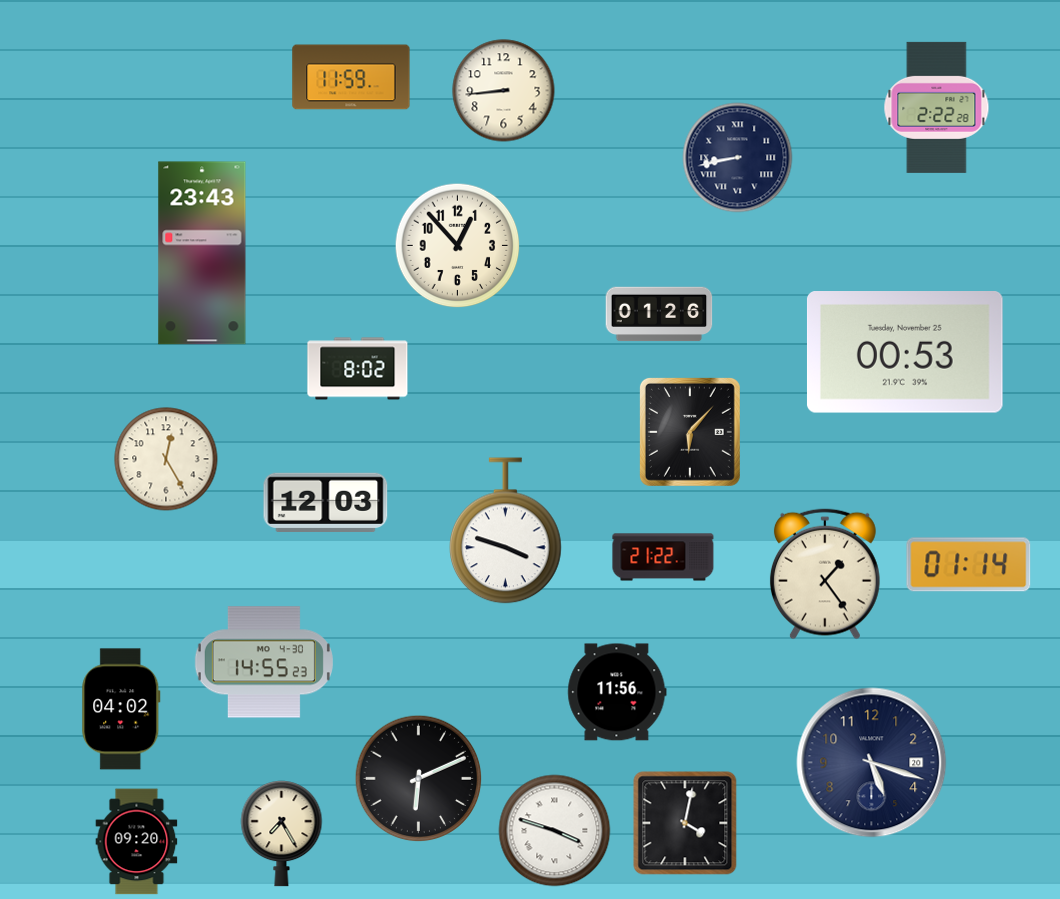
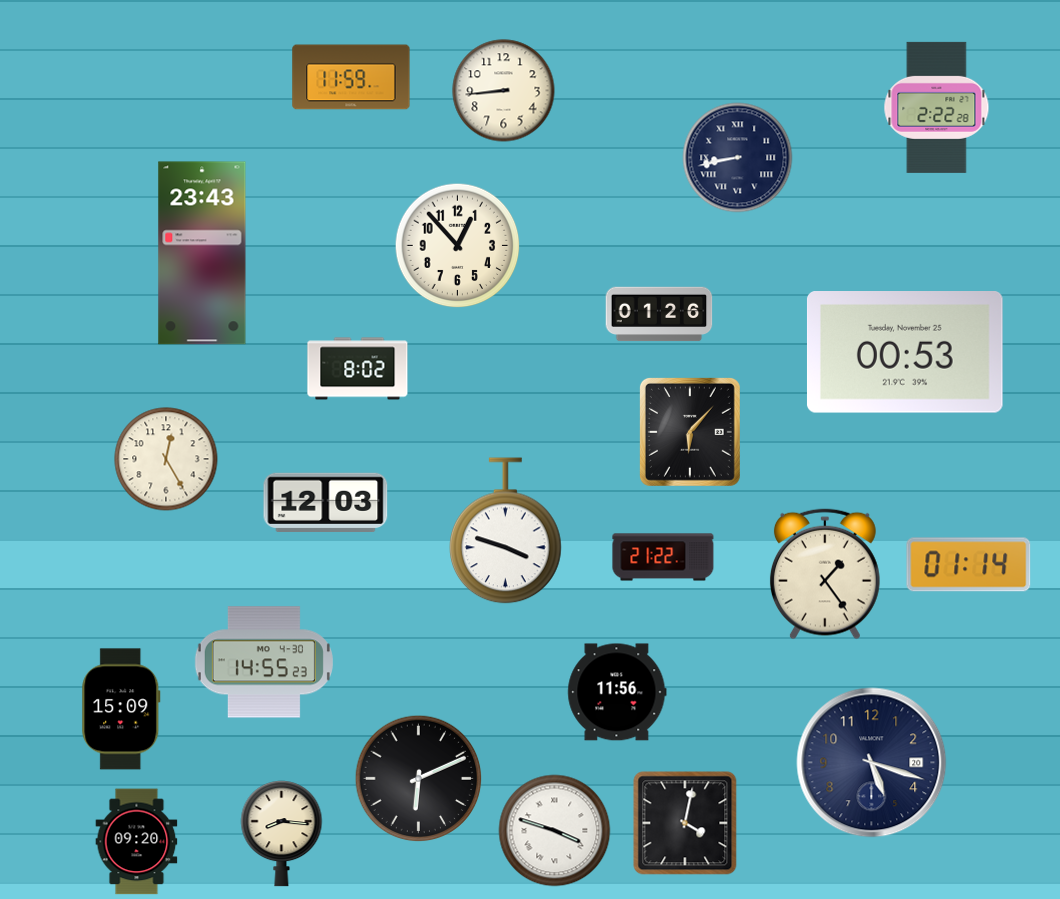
clock at (121, 709): 04:02 -> 15:09
clock at (282, 834): 7:25 -> 8:16
